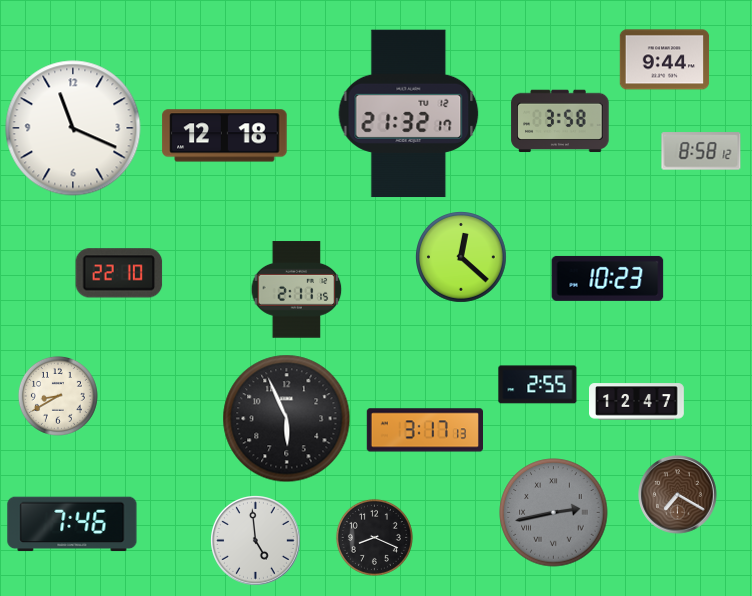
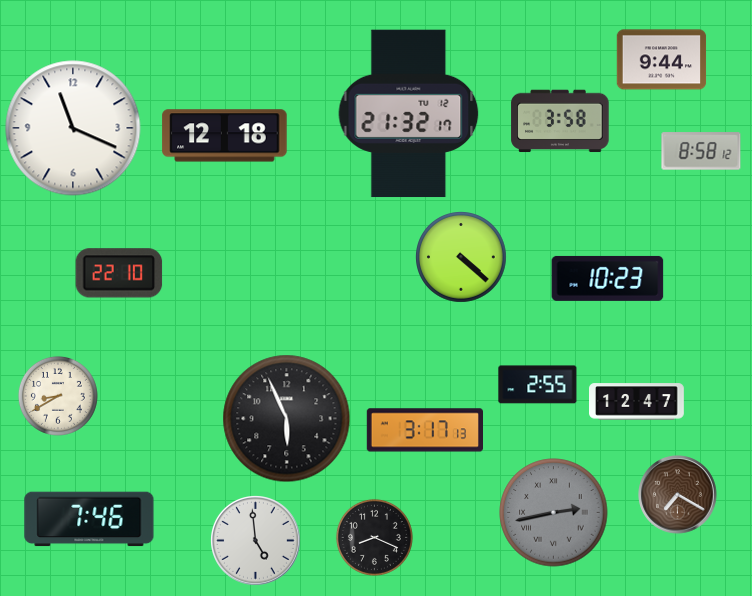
clock at (665, 60) position: (665, 60) -> (662, 60)
clock at (462, 258): 12:22 -> 4:22
clock at (297, 290): 2:11 -> none
clock at (72, 524) position: (72, 524) -> (89, 519)
